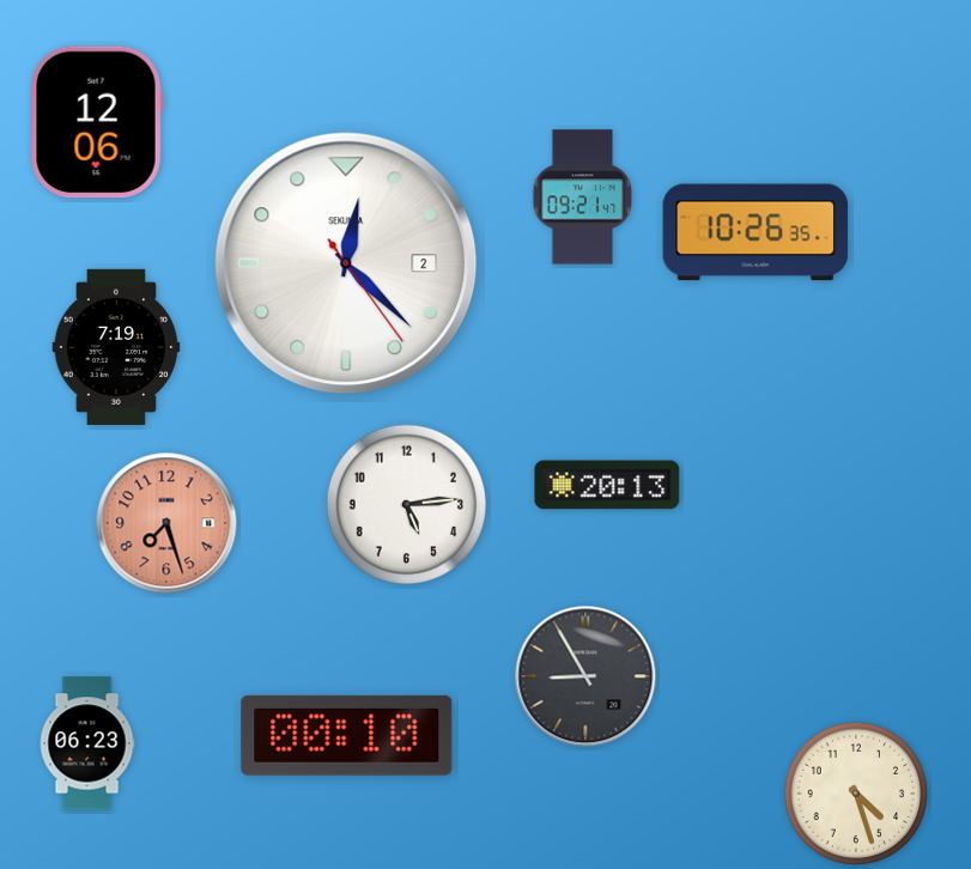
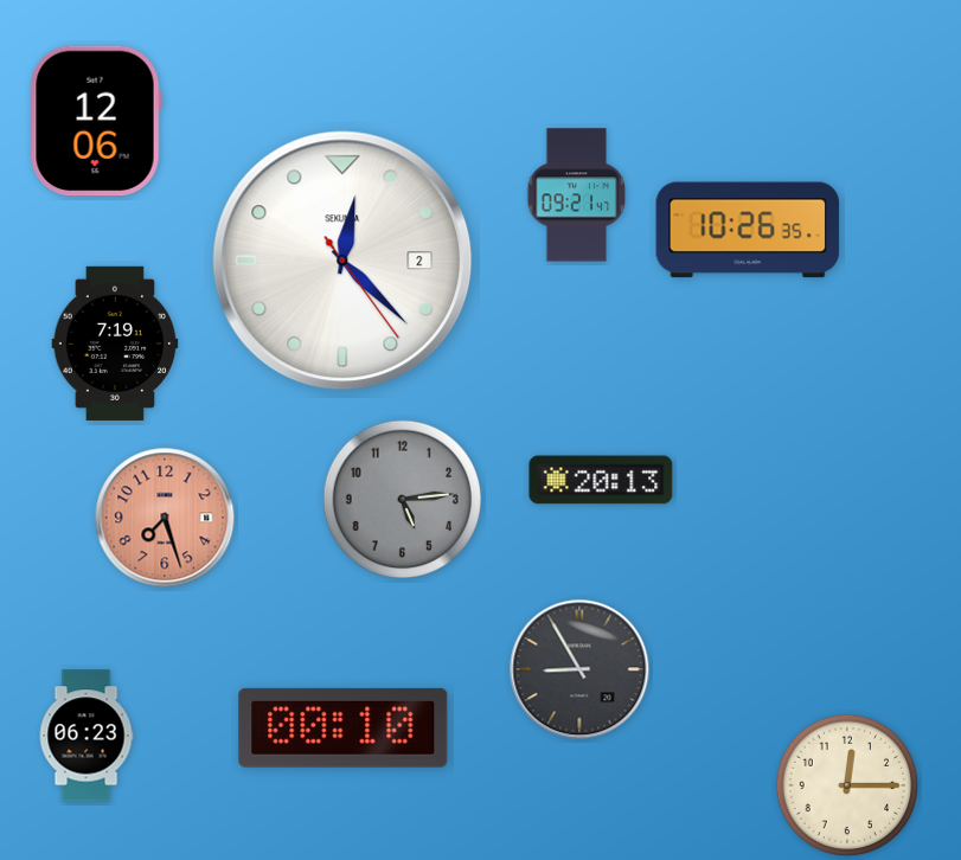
clock at (406, 504) dial: white -> grey
clock at (856, 794): 4:27 -> 12:15
